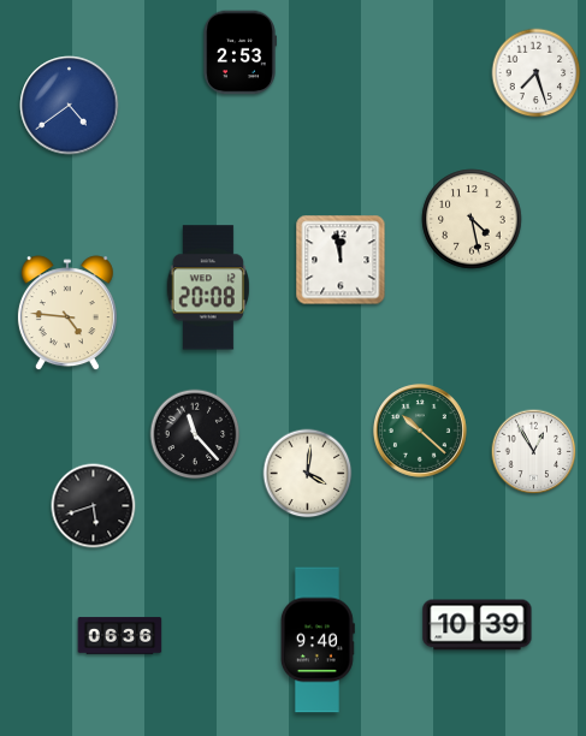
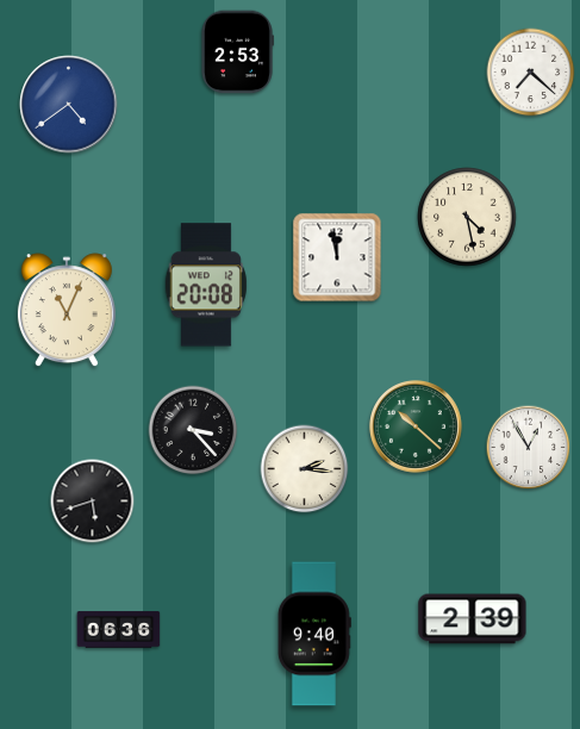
clock at (537, 73): 7:27 -> 7:22
clock at (67, 314): 4:46 -> 11:04
clock at (195, 434): 11:23 -> 3:23
clock at (308, 474): 4:01 -> 2:16
clock at (478, 625): 10:39 -> 2:39
